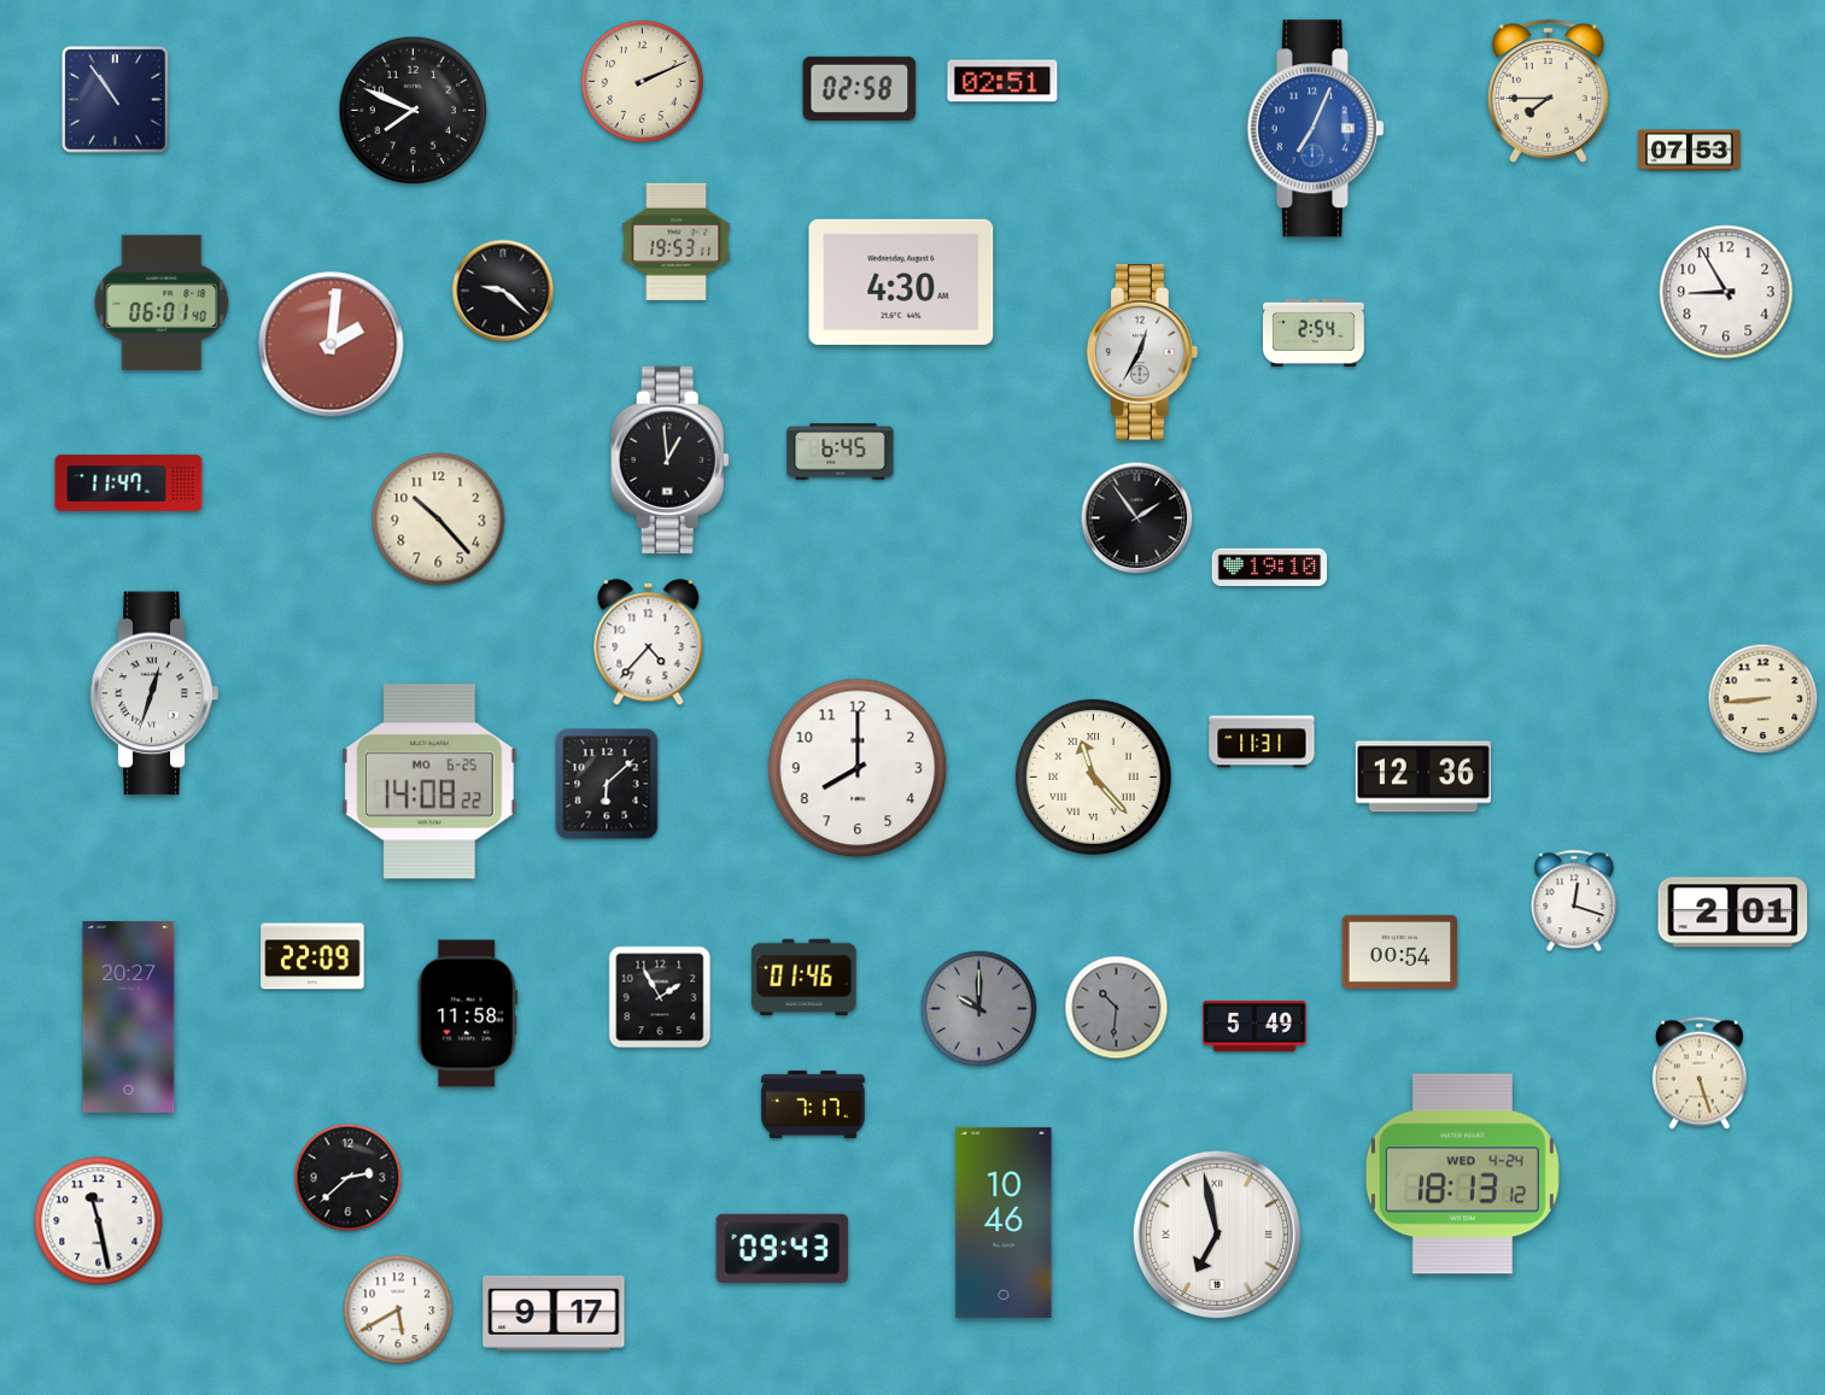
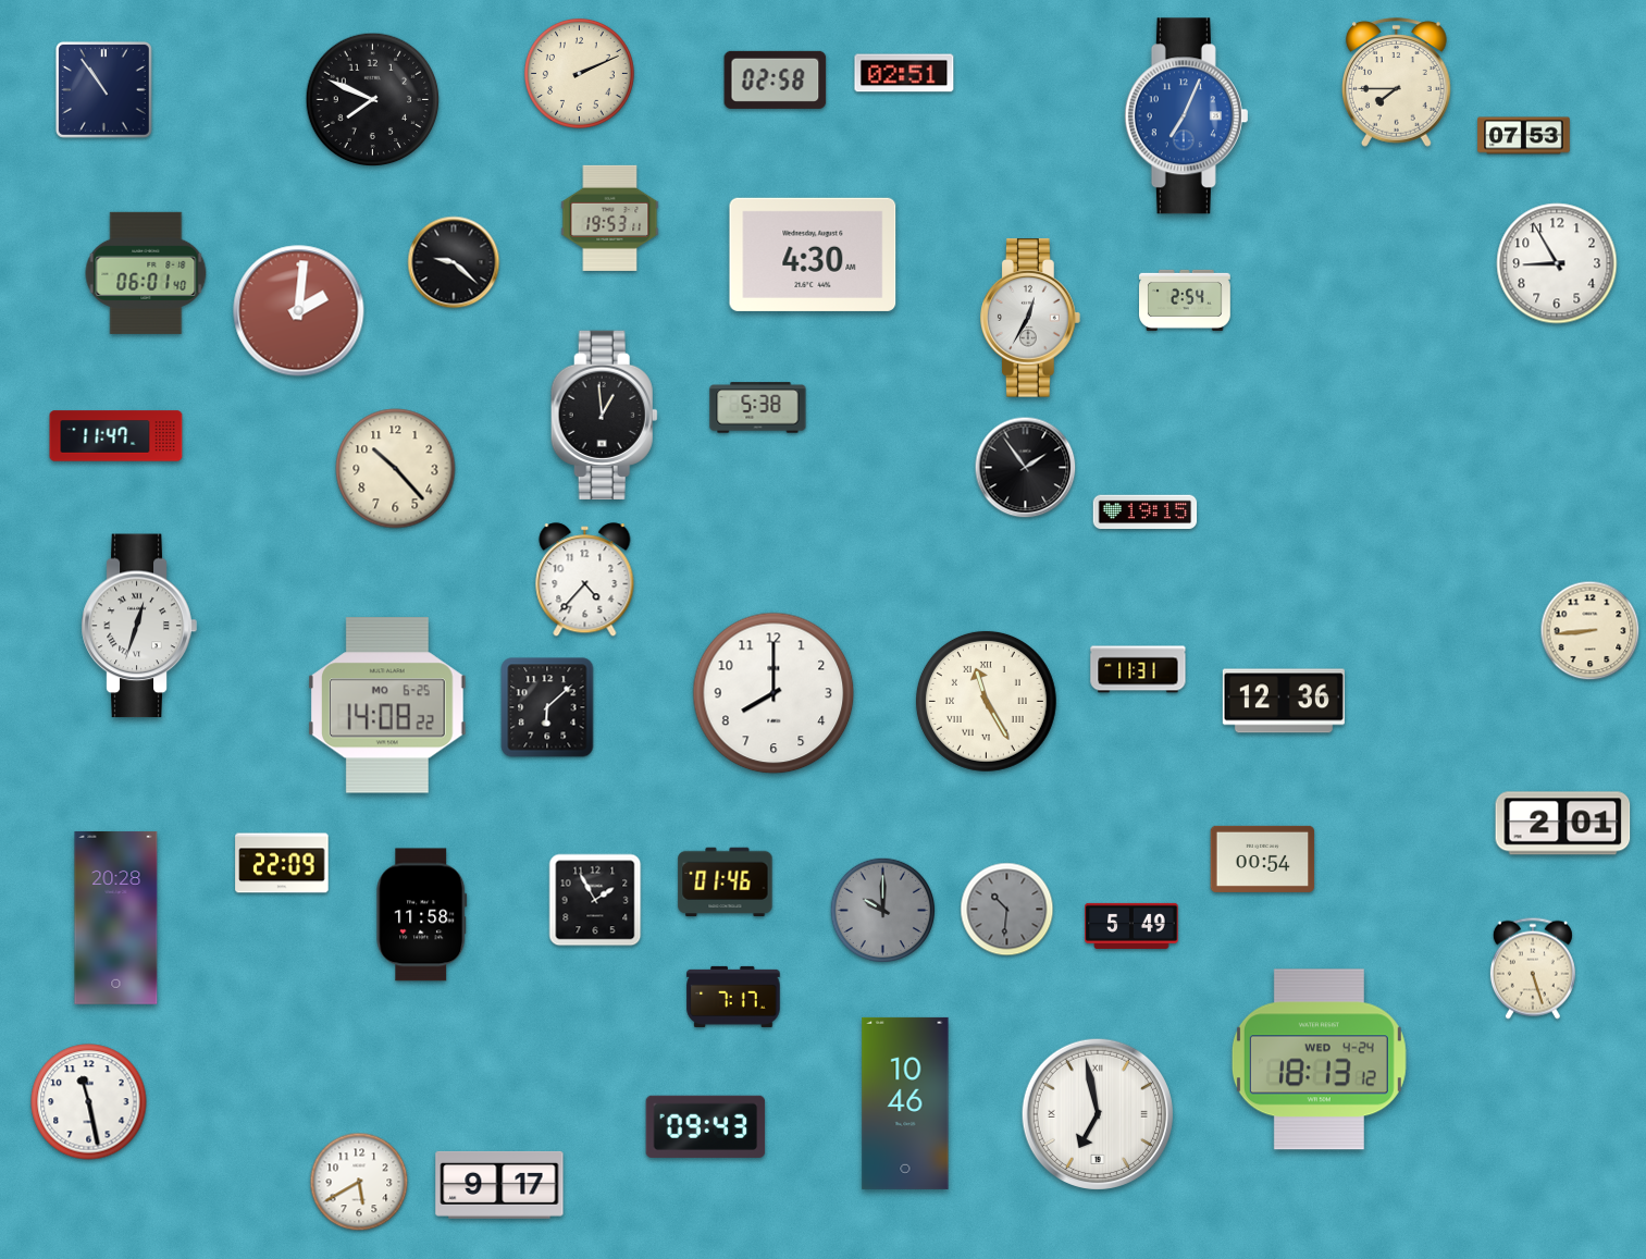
clock at (841, 452): 6:45 -> 5:38
clock at (1270, 568): 19:10 -> 19:15
clock at (1093, 776): 11:23 -> 11:25
clock at (1574, 901): 12:18 -> none
clock at (129, 1016): 20:27 -> 20:28
clock at (349, 1178): 2:38 -> none
